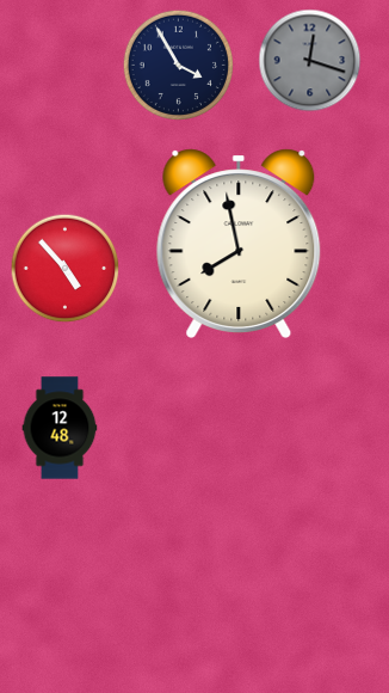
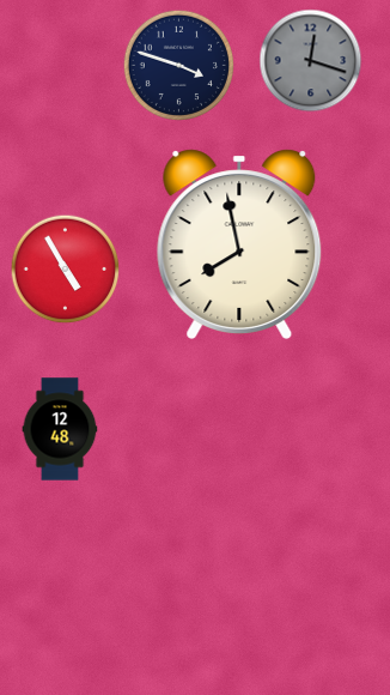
clock at (178, 65): 3:55 -> 3:48
clock at (66, 269): 4:53 -> 4:55
